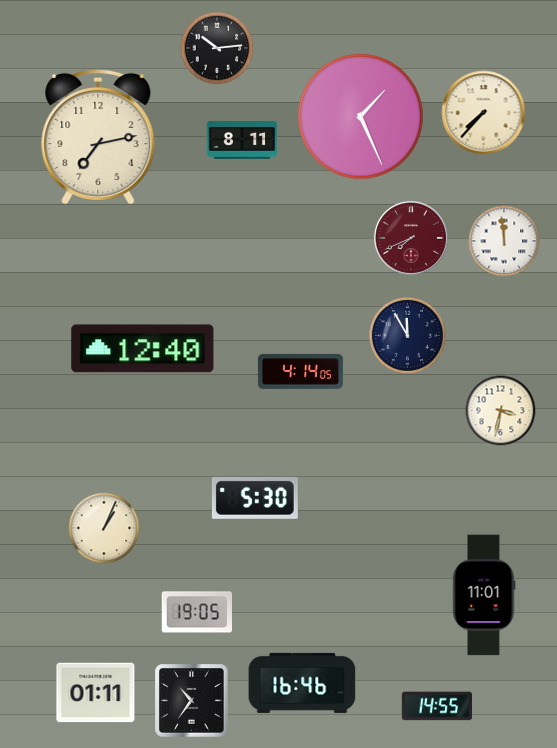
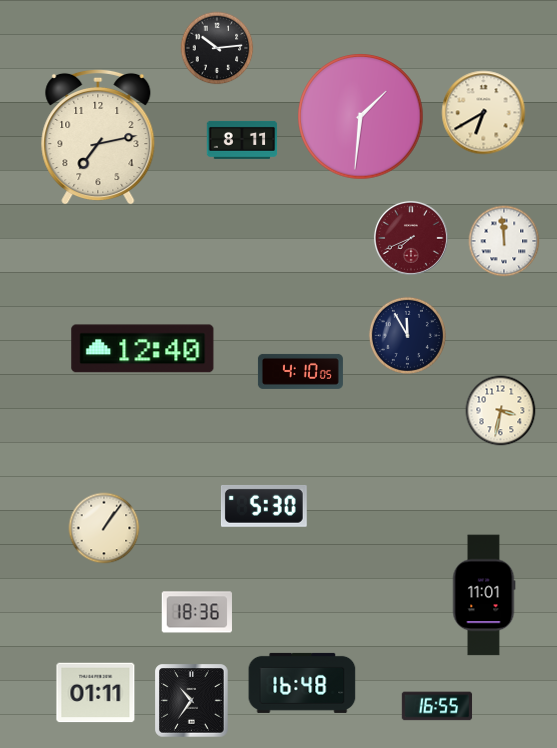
clock at (484, 113): 7:37 -> 6:40
clock at (361, 117): 1:26 -> 1:31
clock at (300, 371): 4:14 -> 4:10
clock at (255, 498) position: (255, 498) -> (264, 506)
clock at (104, 528): 1:04 -> 1:06
clock at (196, 612): 19:05 -> 18:36
clock at (302, 683): 16:46 -> 16:48
clock at (437, 706): 14:55 -> 16:55
